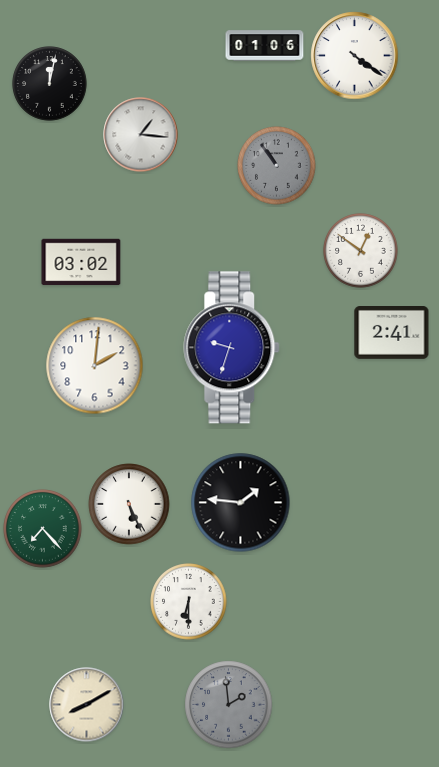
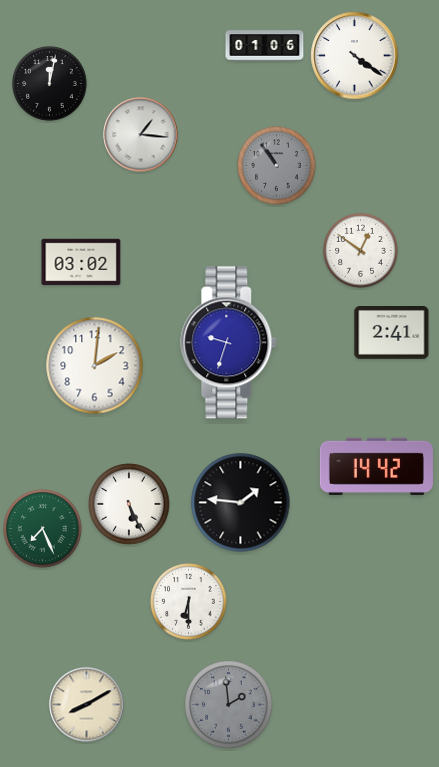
clock at (232, 348) position: (232, 348) -> (229, 343)
clock at (376, 466): none -> 14:42
clock at (43, 529): 7:23 -> 7:26
